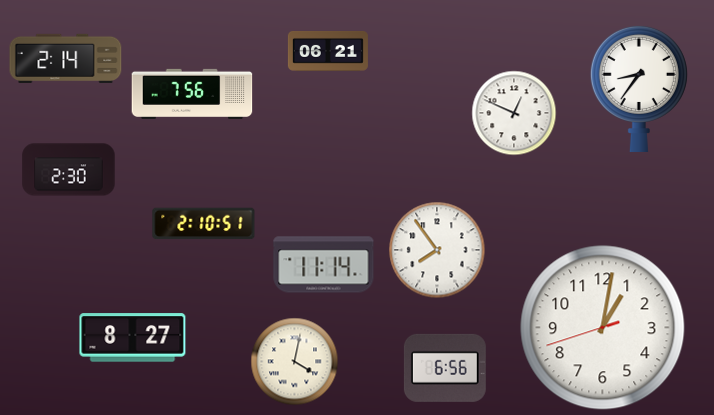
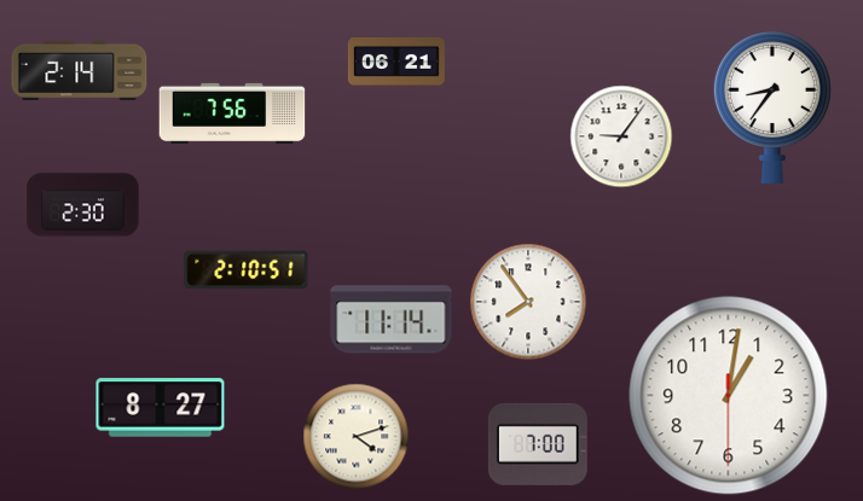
clock at (514, 113): 12:49 -> 9:06
clock at (603, 328): 1:01:42 -> 1:01:30
clock at (294, 361): 4:02 -> 4:12
clock at (445, 368): 6:56 -> 7:00
